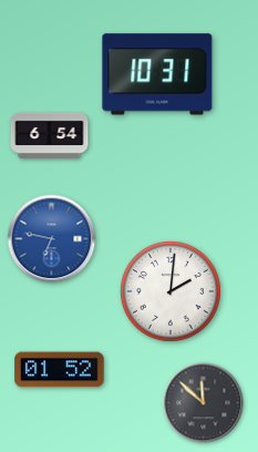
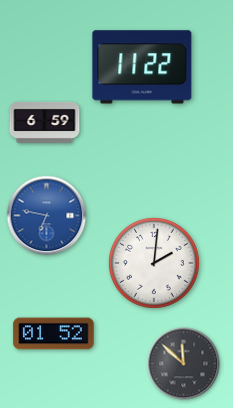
clock at (157, 74): 10:31 -> 11:22
clock at (50, 135): 6:54 -> 6:59
